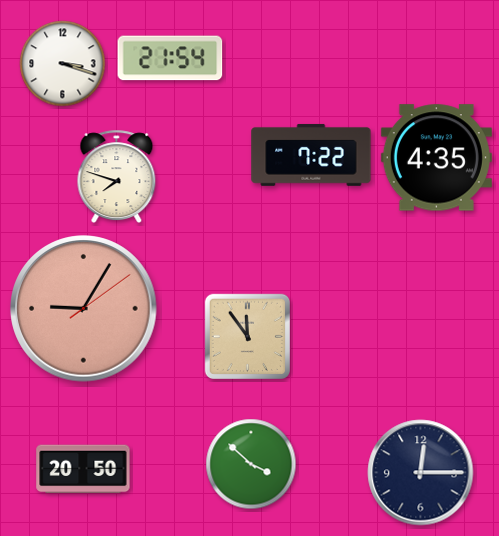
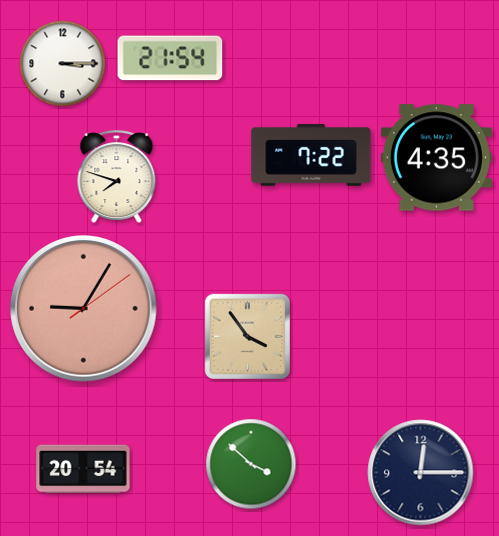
clock at (63, 64): 3:18 -> 3:15
clock at (247, 336): 11:54 -> 3:54
clock at (83, 469): 20:50 -> 20:54
